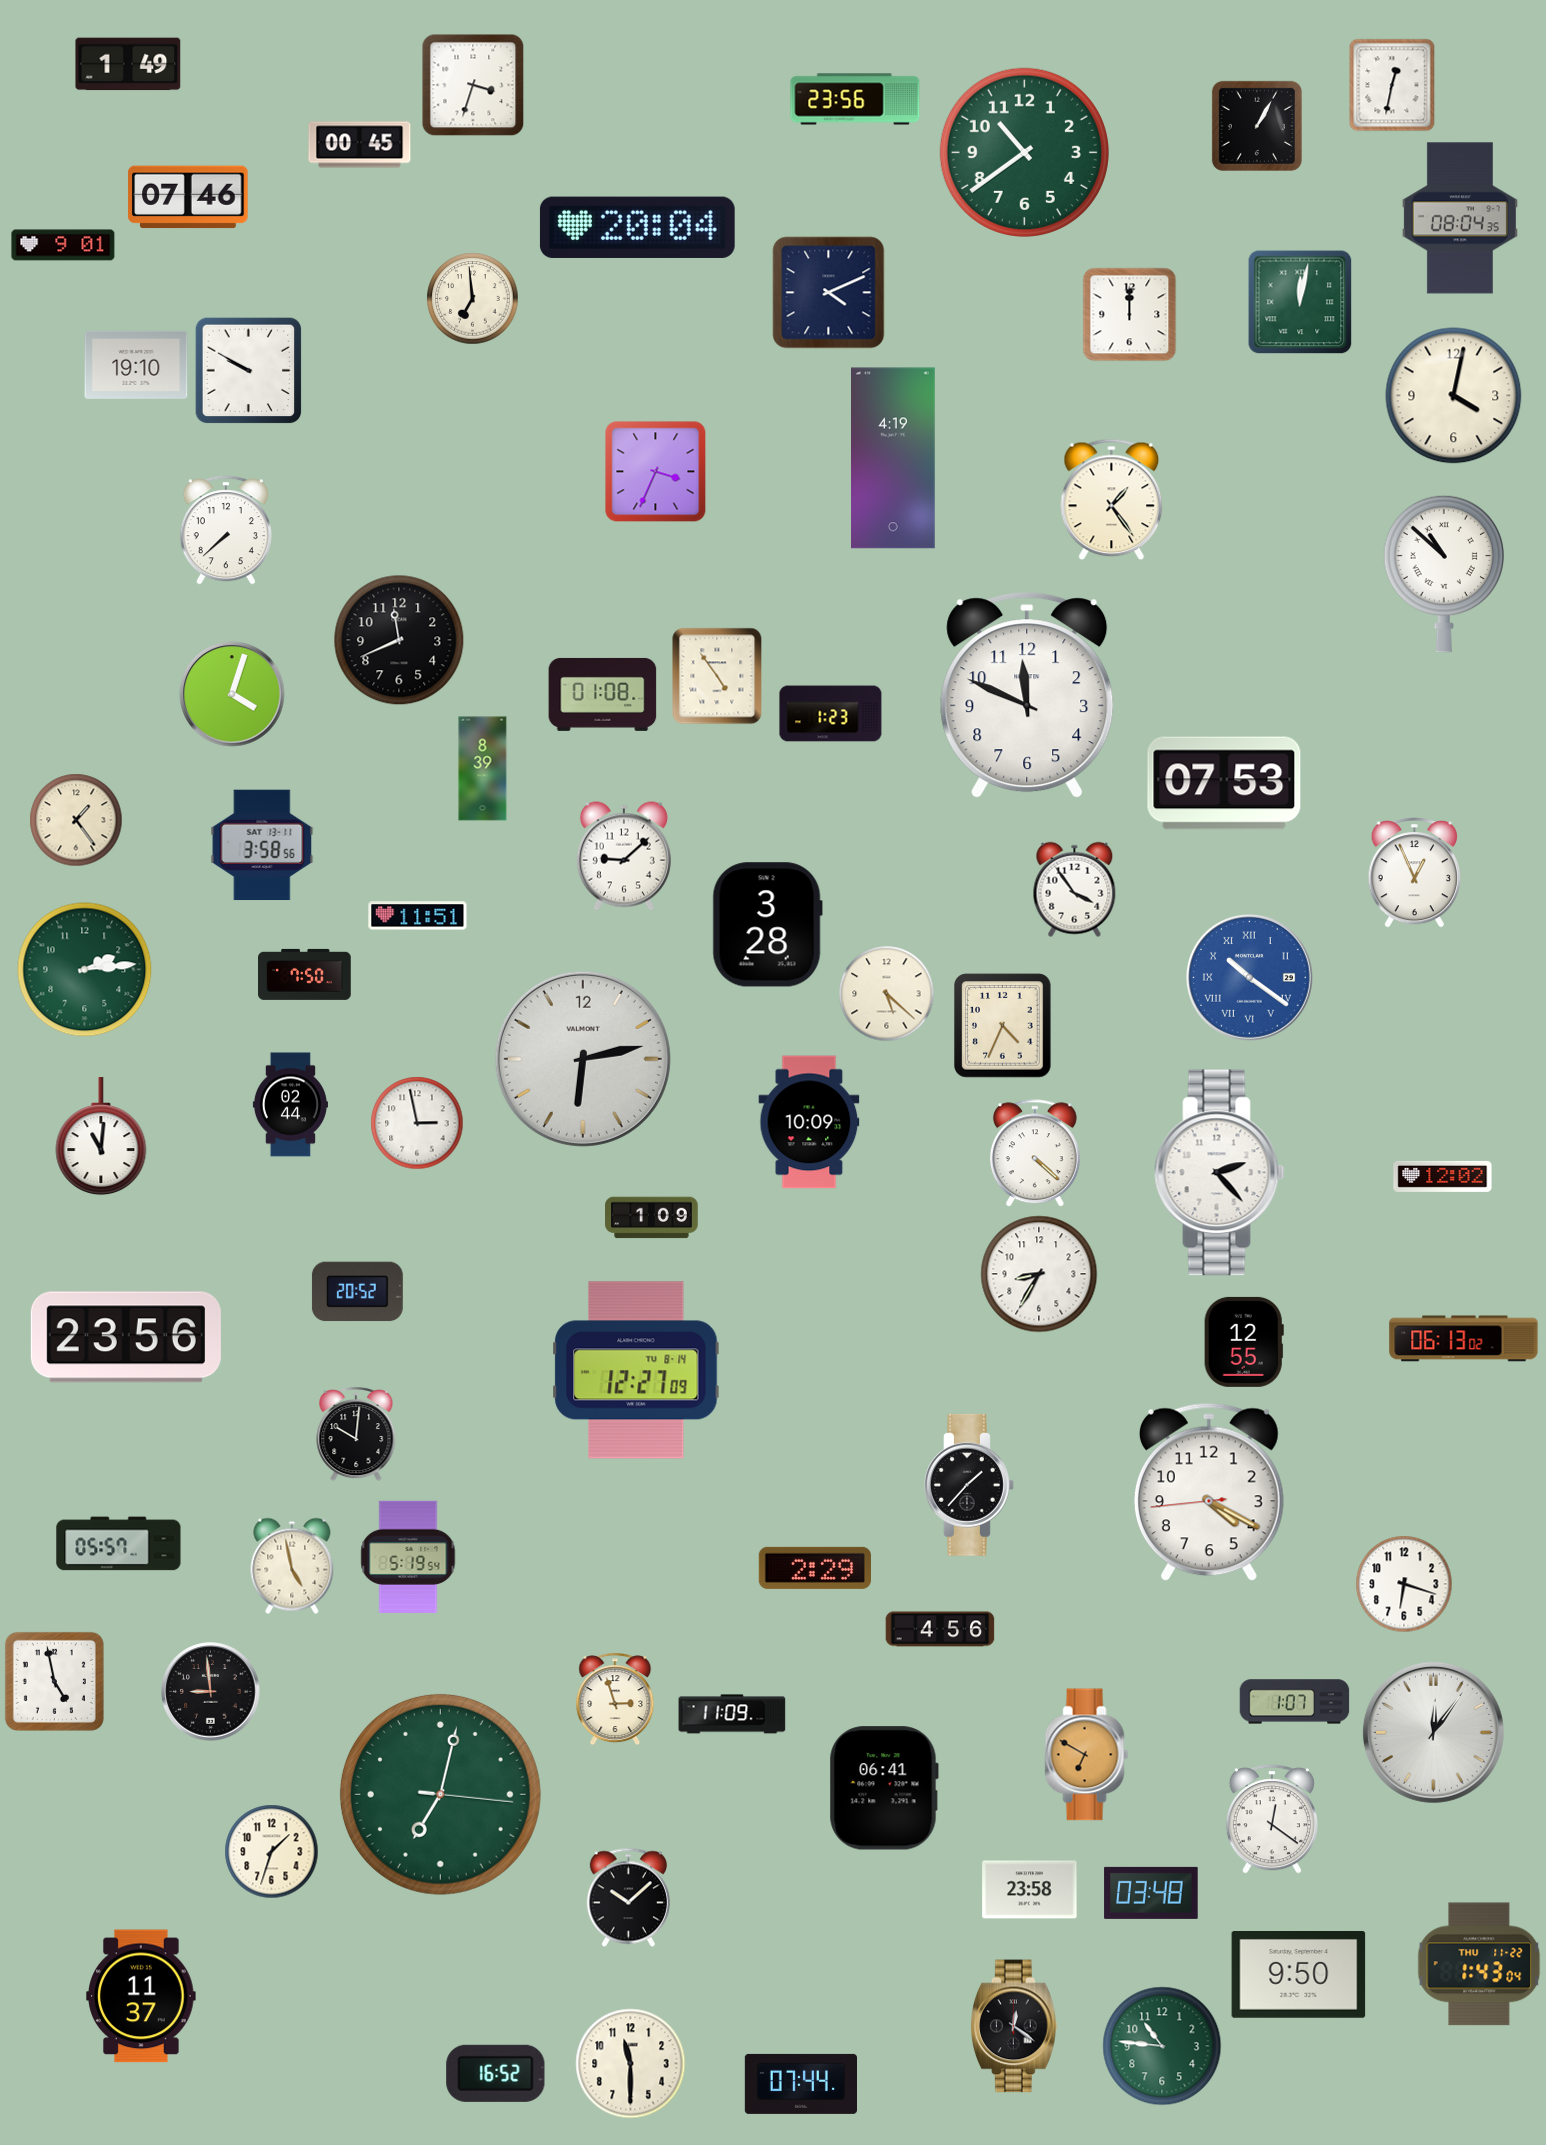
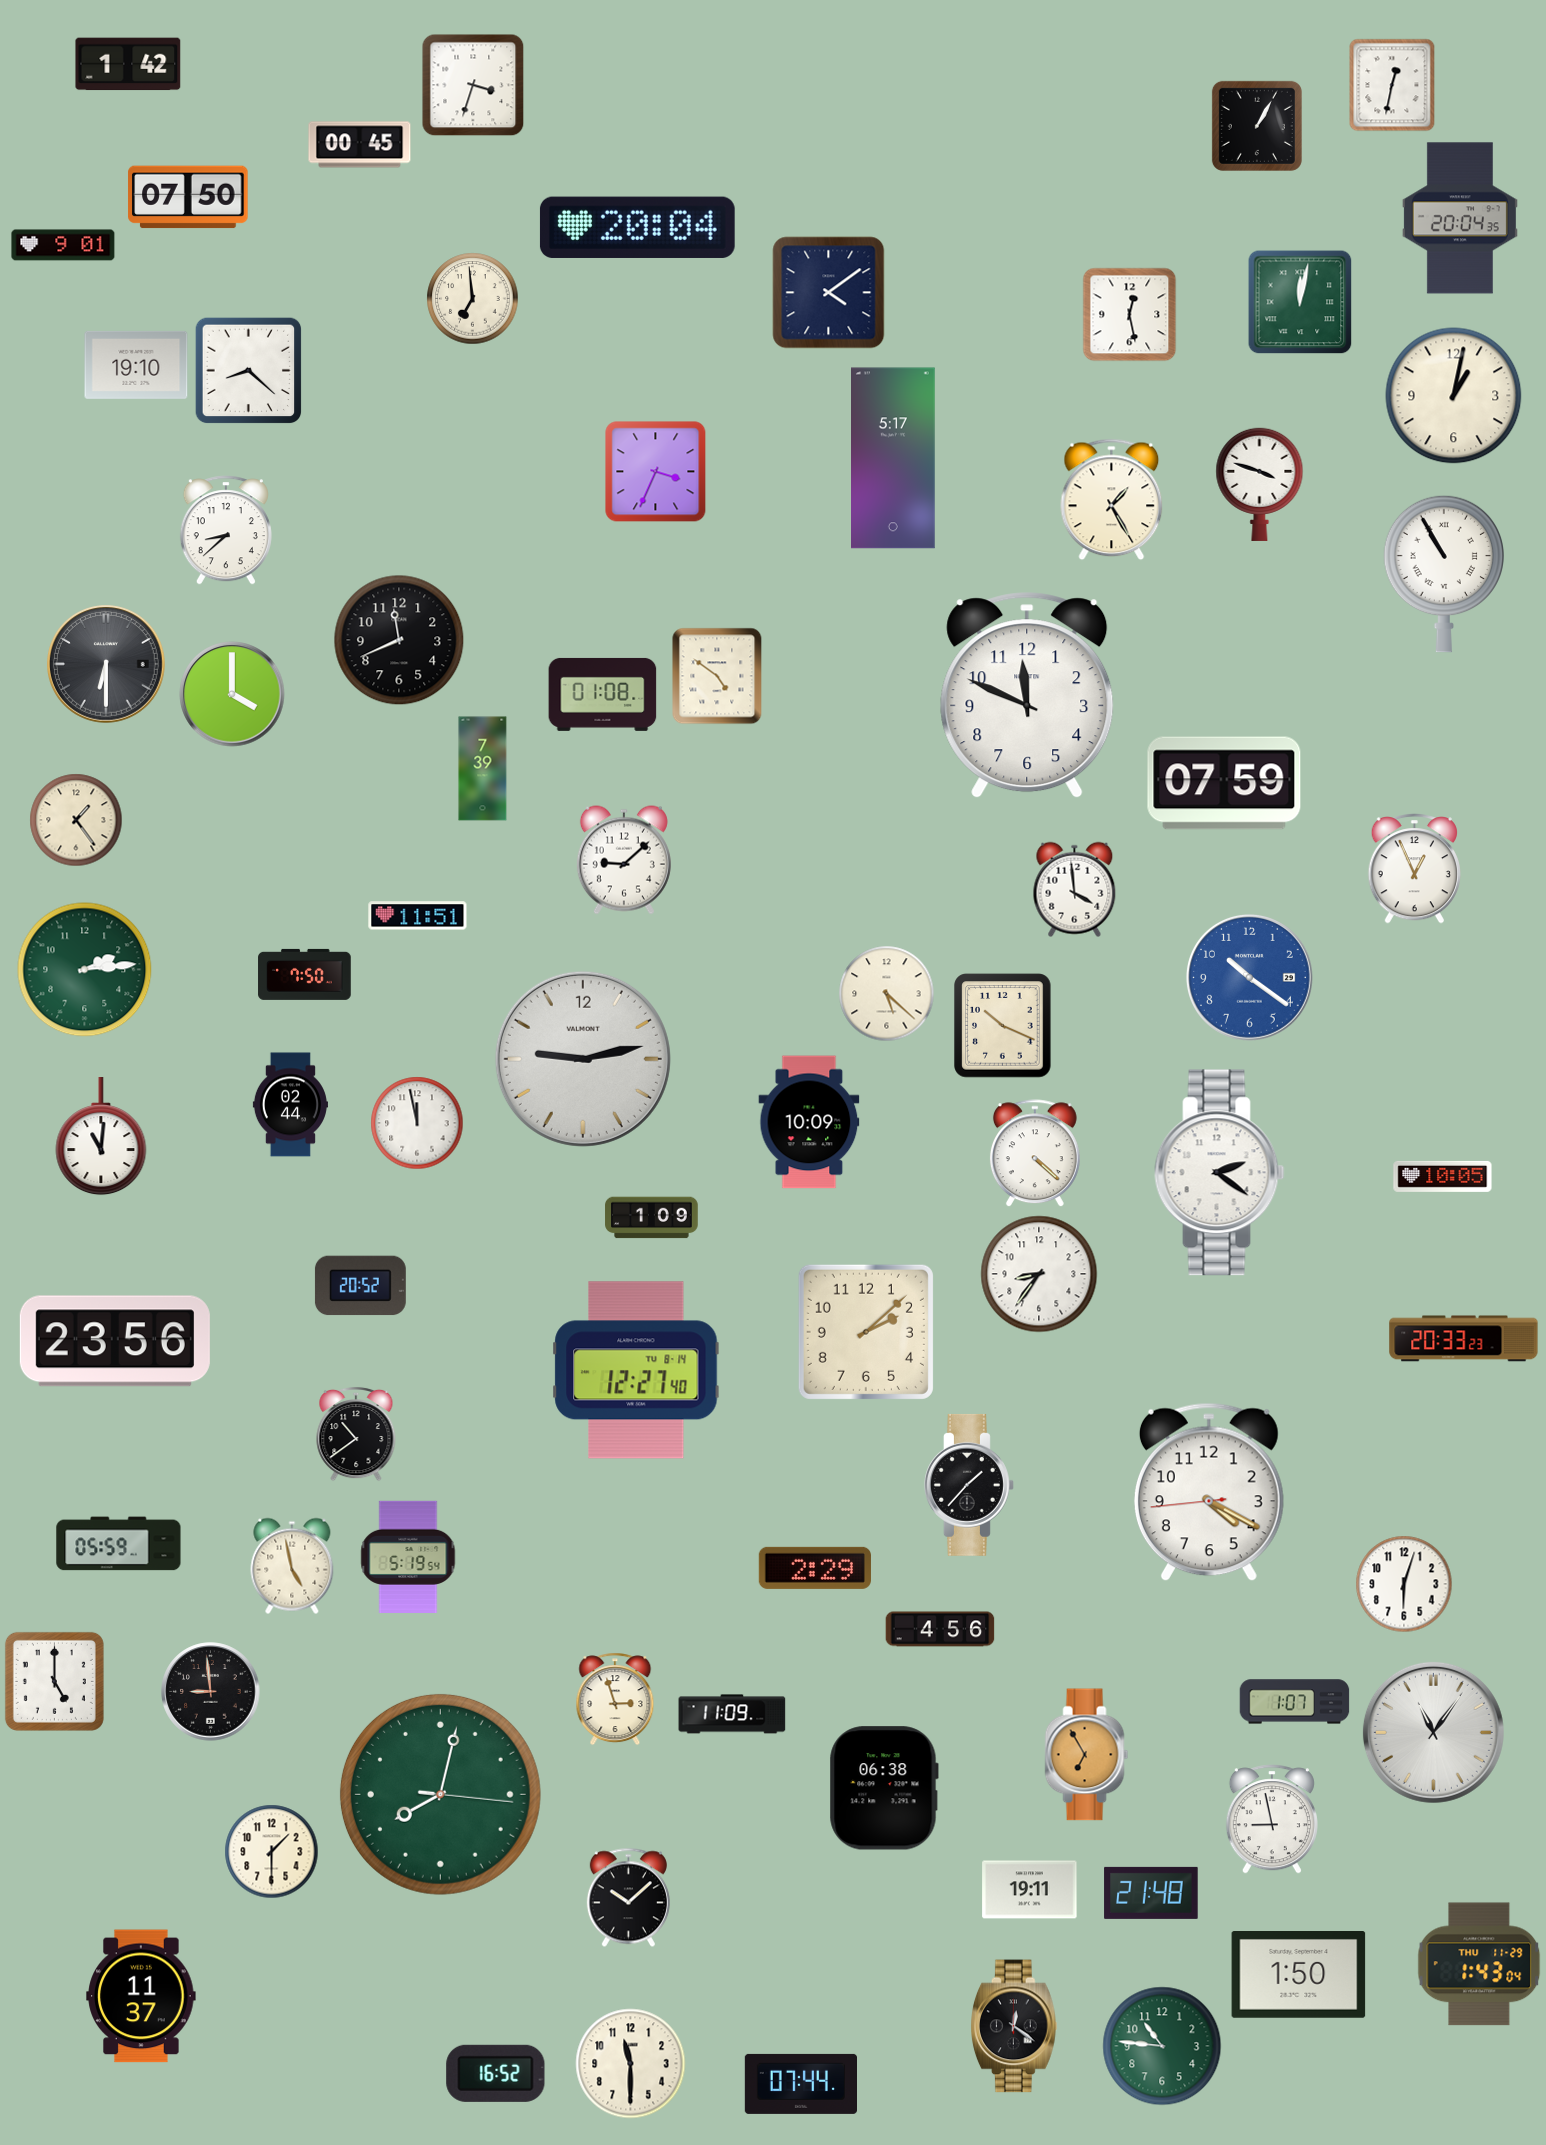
clock at (128, 64): 1:49 -> 1:42
clock at (855, 99): 23:56 -> none
clock at (1024, 152): 10:39 -> none
clock at (188, 197): 07:46 -> 07:50
clock at (1460, 218): 08:04 -> 20:04
clock at (829, 293): 4:11 -> 4:09
clock at (1130, 315): 12:00 -> 12:28
clock at (249, 371): 9:50 -> 8:22
clock at (1454, 396): 4:02 -> 1:02
clock at (894, 458): 4:19 -> 5:17
clock at (1260, 484): none -> 3:48
clock at (1112, 500): 1:24 -> 1:25
clock at (226, 530): 7:38 -> 8:38
clock at (1443, 574): 10:52 -> 10:55
clock at (107, 665): none -> 6:30
clock at (717, 676): 4:54 -> 4:51
clock at (232, 694): 4:03 -> 4:00
clock at (831, 714): 1:23 -> none
clock at (483, 769): 8:39 -> 7:39
clock at (1224, 783): 07:53 -> 07:59
clock at (262, 845): 3:58 -> none
clock at (624, 856) position: (624, 856) -> (624, 860)
clock at (1414, 873) position: (1414, 873) -> (1414, 869)
clock at (1075, 890): 3:54 -> 3:59
clock at (767, 925): 3:28 -> none
clock at (1249, 977) numerals: Roman -> Arabic
clock at (1003, 1026): 4:34 -> 10:19
clock at (583, 1059): 6:13 -> 9:13
clock at (417, 1123): 2:58 -> 11:58
clock at (1220, 1173): 2:23 -> 2:21
clock at (1443, 1176): 12:02 -> 10:05
clock at (1039, 1274): 8:35 -> 8:36
clock at (357, 1292) position: (357, 1292) -> (360, 1286)
clock at (866, 1332): none -> 2:08
clock at (126, 1337) position: (126, 1337) -> (115, 1341)
clock at (1464, 1339): 06:13 -> 20:33
clock at (1244, 1342): 12:55 -> none
clock at (636, 1370): 12:27:09 -> 12:27:40
clock at (356, 1434): 10:01 -> 10:39
clock at (119, 1544): 05:57 -> 05:59
clock at (1404, 1584): 6:18 -> 6:03
clock at (54, 1681): 4:58 -> 5:00
clock at (1433, 1732): 12:06 -> 11:06
clock at (1087, 1755): 6:50 -> 6:55
clock at (884, 1788): 06:41 -> 06:38
clock at (440, 1794): 7:02 -> 8:02
clock at (1272, 1819): 12:21 -> 8:58
clock at (272, 1852): 1:33 -> 1:30
clock at (1030, 1890): 23:58 -> 19:11
clock at (1151, 1893): 03:48 -> 21:48
clock at (1479, 1964) date: THU 11-22 -> THU 11-29
clock at (1299, 1975): 9:50 -> 1:50
